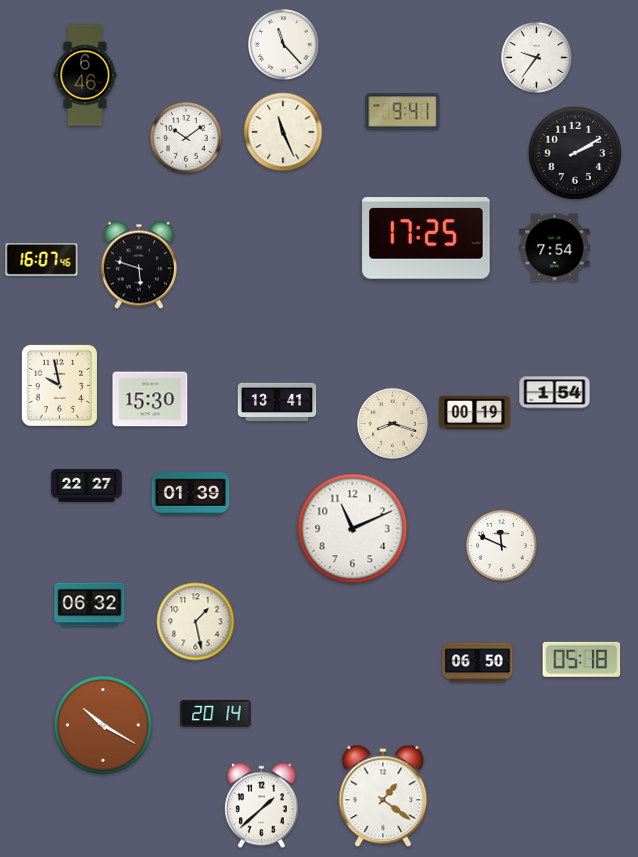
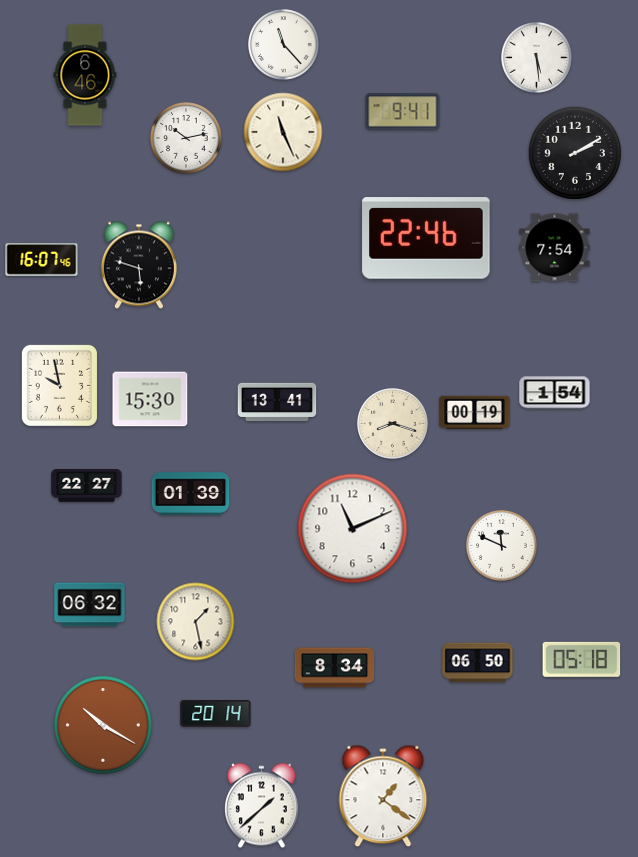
clock at (537, 58): 9:36 -> 5:29
clock at (186, 138): 10:09 -> 10:13
clock at (426, 238): 17:25 -> 22:46
clock at (335, 668): none -> 8:34
